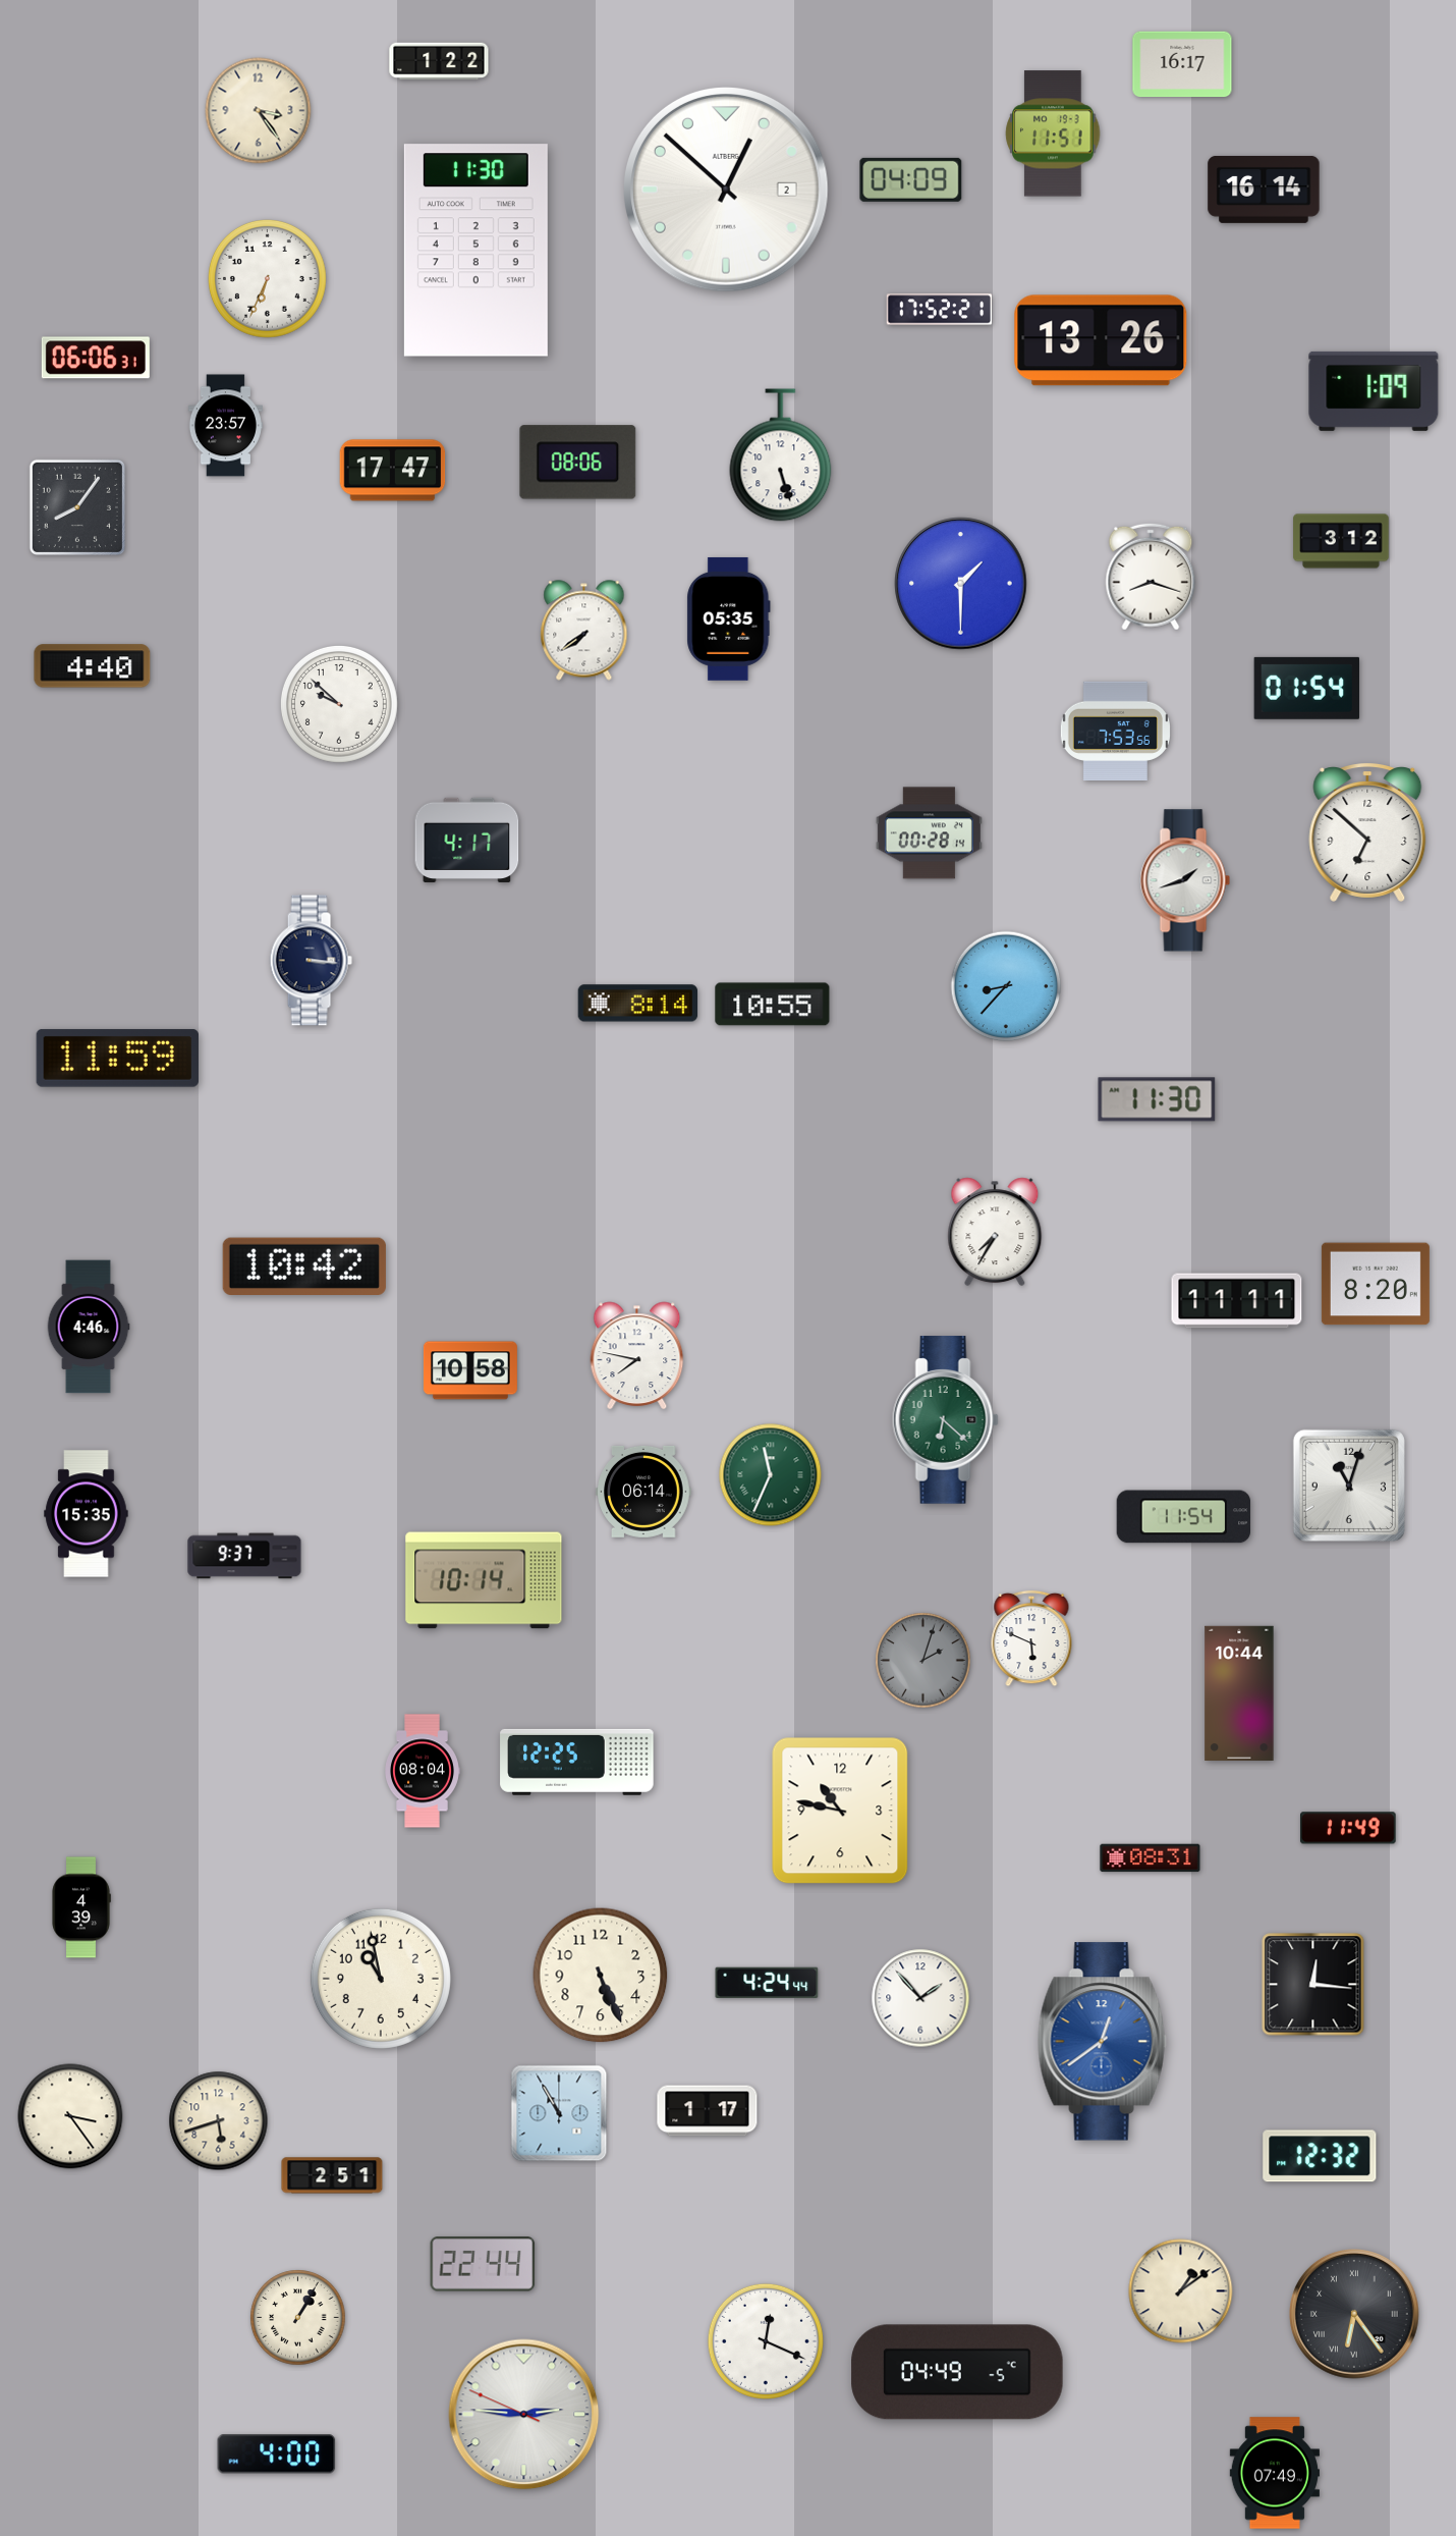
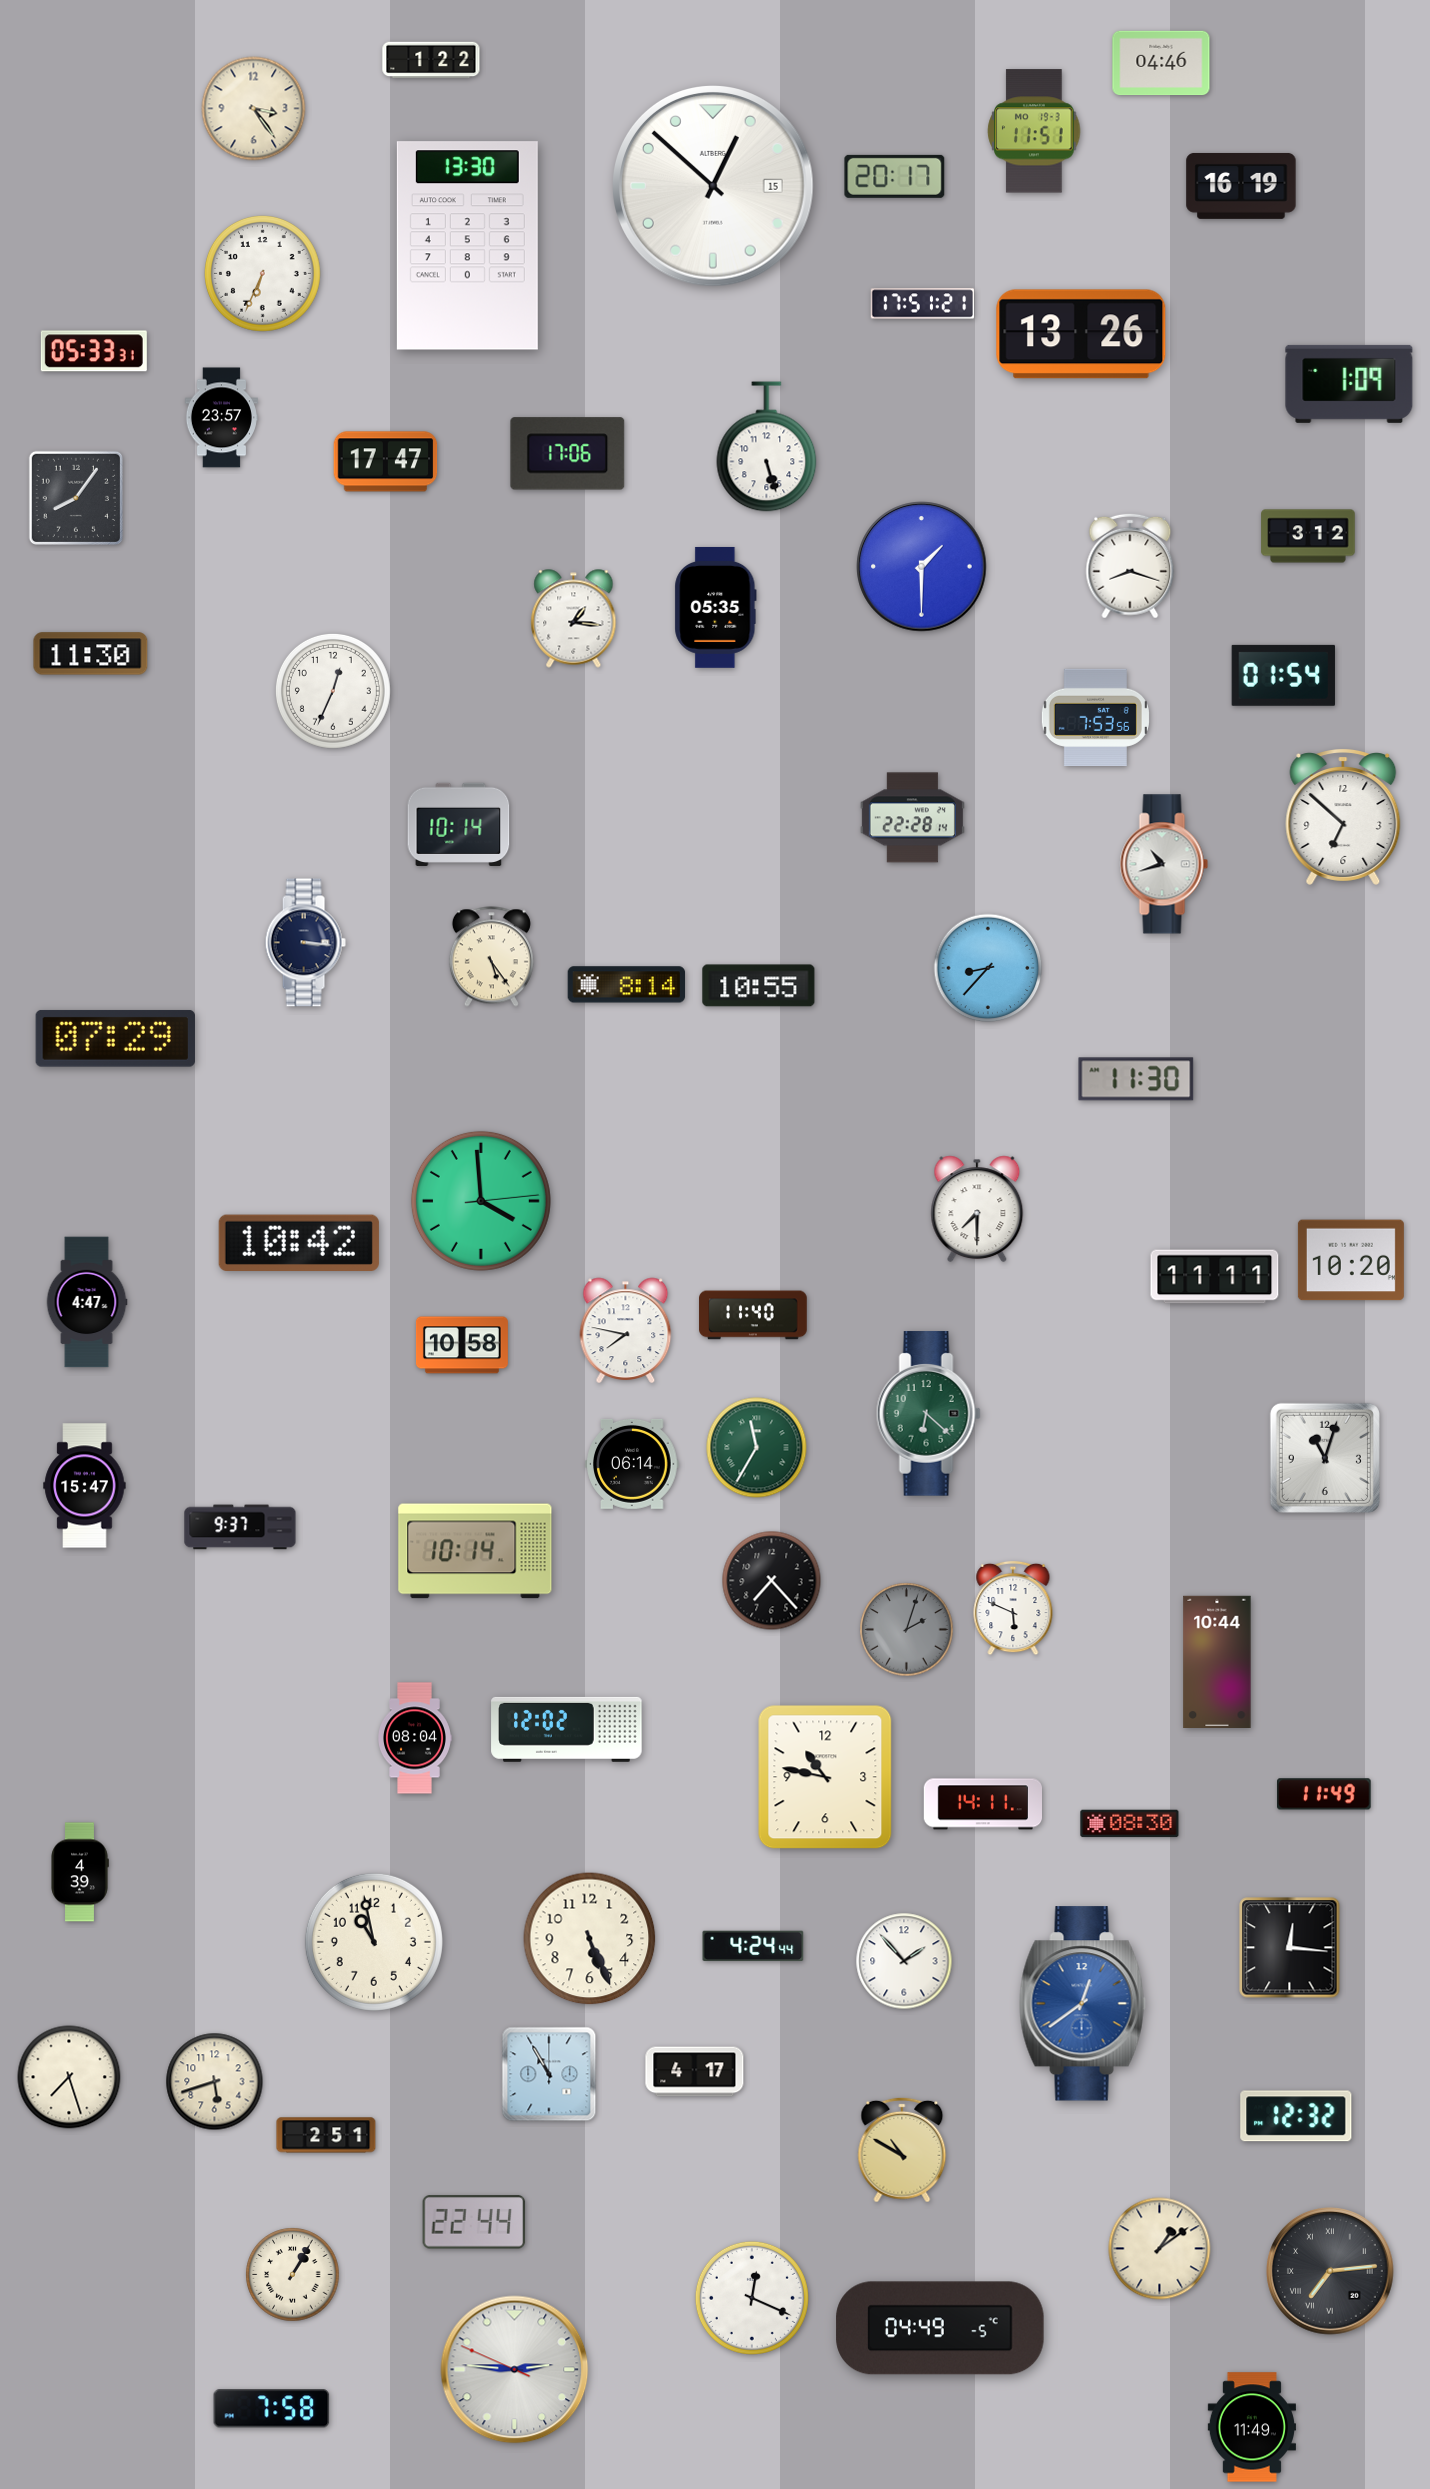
clock at (1182, 64): 16:17 -> 04:46
clock at (911, 179): 04:09 -> 20:17
clock at (726, 190) date: 2 -> 15
clock at (1264, 190): 16:14 -> 16:19
clock at (475, 251): 11:30 -> 13:30
clock at (940, 310): 17:52 -> 17:51
clock at (96, 358): 06:06 -> 05:33
clock at (578, 463): 08:06 -> 17:06
clock at (1341, 541) position: (1341, 541) -> (1308, 536)
clock at (961, 584) position: (961, 584) -> (922, 567)
clock at (584, 631): 7:39 -> 1:16
clock at (93, 666): 4:40 -> 11:30
clock at (339, 704): 9:52 -> 12:34
clock at (929, 833): 00:28 -> 22:28
clock at (467, 840): 4:17 -> 10:14
clock at (1185, 880): 1:42 -> 10:42
clock at (491, 957): none -> 5:24
clock at (117, 1058): 11:59 -> 07:29
clock at (481, 1201): none -> 3:59
clock at (995, 1232): 7:35 -> 7:30
clock at (1376, 1284): 8:20 -> 10:20
clock at (89, 1327): 4:46 -> 4:47
clock at (753, 1315): none -> 11:40
clock at (945, 1420) position: (945, 1420) -> (928, 1414)
clock at (771, 1475): 11:34 -> 11:35
clock at (87, 1514): 15:35 -> 15:47
clock at (1184, 1517): 11:54 -> none
clock at (772, 1581): none -> 7:23
clock at (577, 1762): 12:25 -> 12:02
clock at (982, 1804): none -> 14:11
clock at (1151, 1858): 08:31 -> 08:30
clock at (708, 2111): 1:17 -> 4:17
clock at (70, 2116): 3:24 -> 7:27
clock at (902, 2150): none -> 10:50
clock at (1355, 2315): 6:24 -> 7:14
clock at (277, 2454): 4:00 -> 7:58
clock at (1275, 2473): 07:49 -> 11:49
